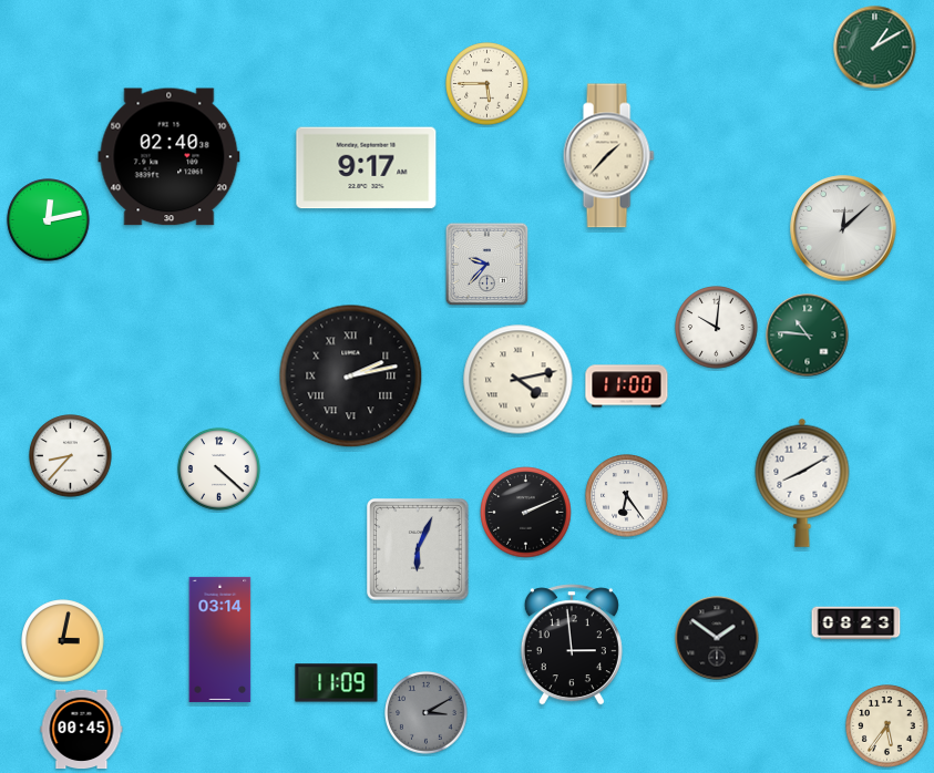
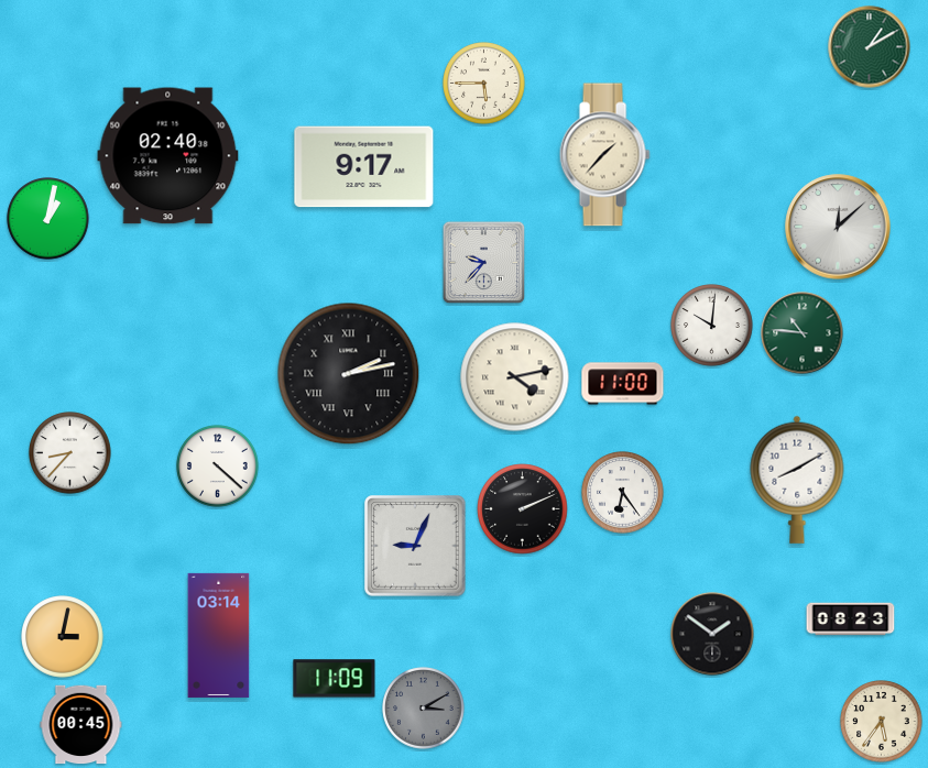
clock at (49, 220): 12:13 -> 1:02
clock at (418, 549): 6:04 -> 9:04
clock at (572, 645): 2:59 -> none
